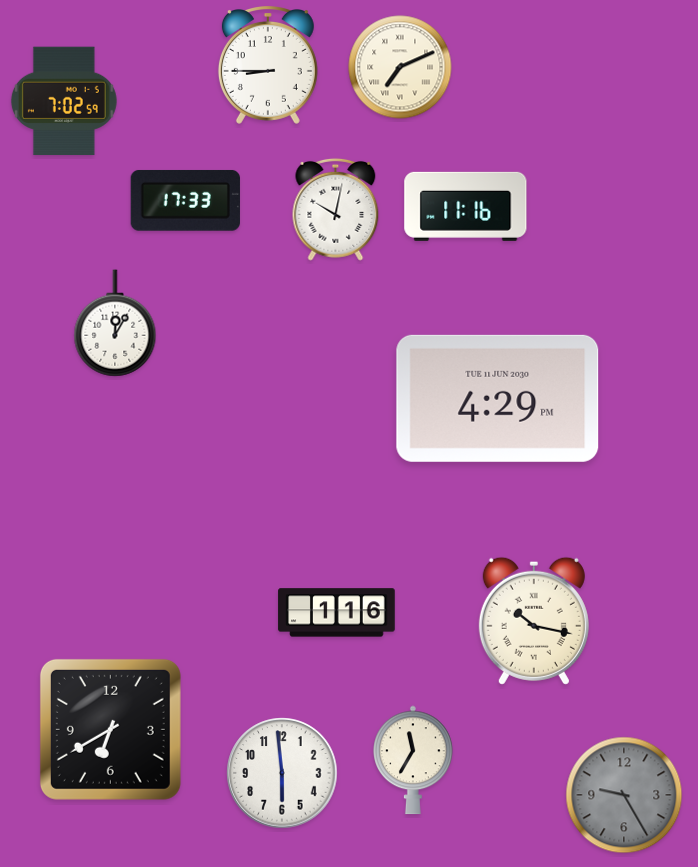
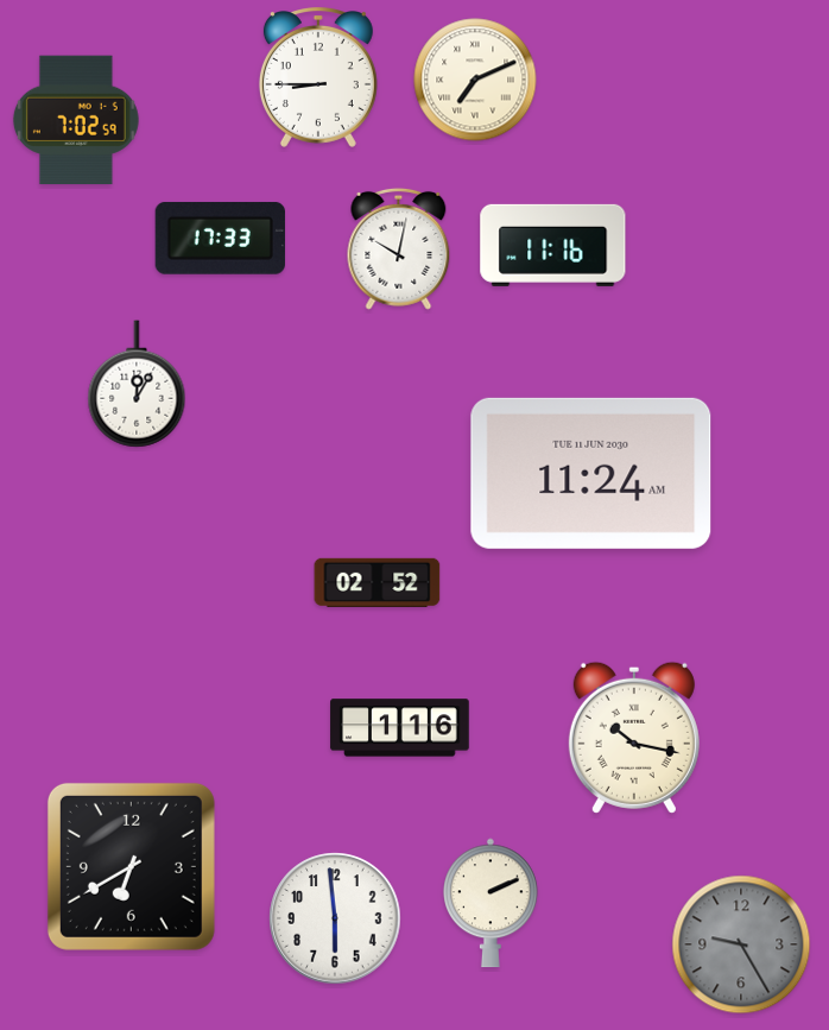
clock at (498, 398): 4:29 -> 11:24
clock at (378, 582): none -> 02:52
clock at (413, 760): 11:35 -> 2:11
